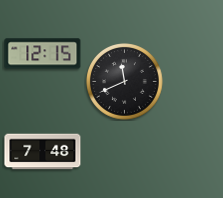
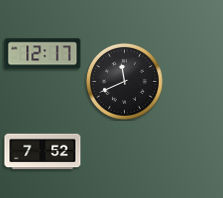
clock at (43, 54): 12:15 -> 12:17
clock at (43, 152): 7:48 -> 7:52
